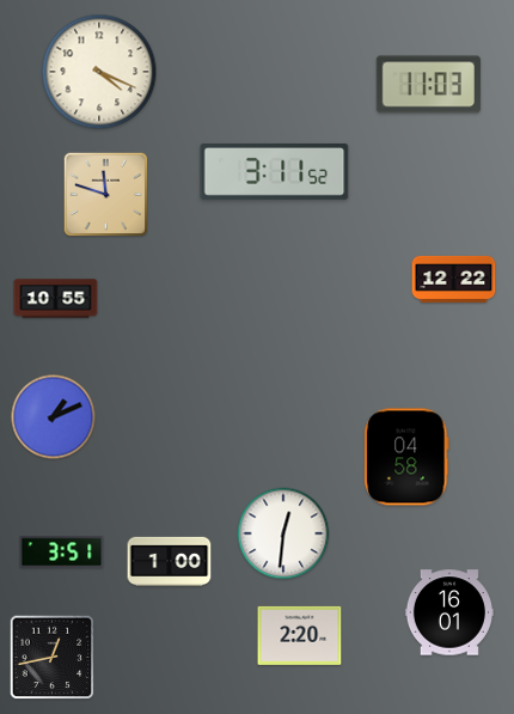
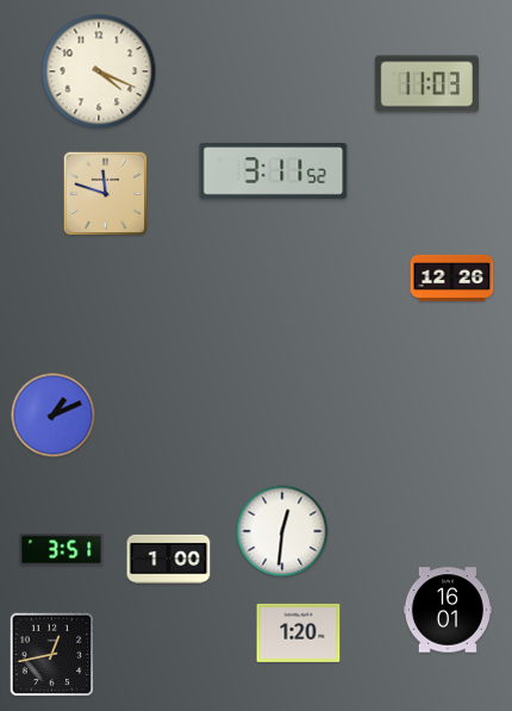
clock at (454, 279): 12:22 -> 12:26
clock at (56, 299): 10:55 -> none
clock at (406, 457): 04:58 -> none
clock at (300, 635): 2:20 -> 1:20
